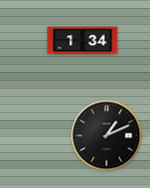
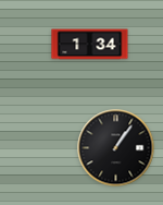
clock at (107, 136): 1:11 -> 1:06
